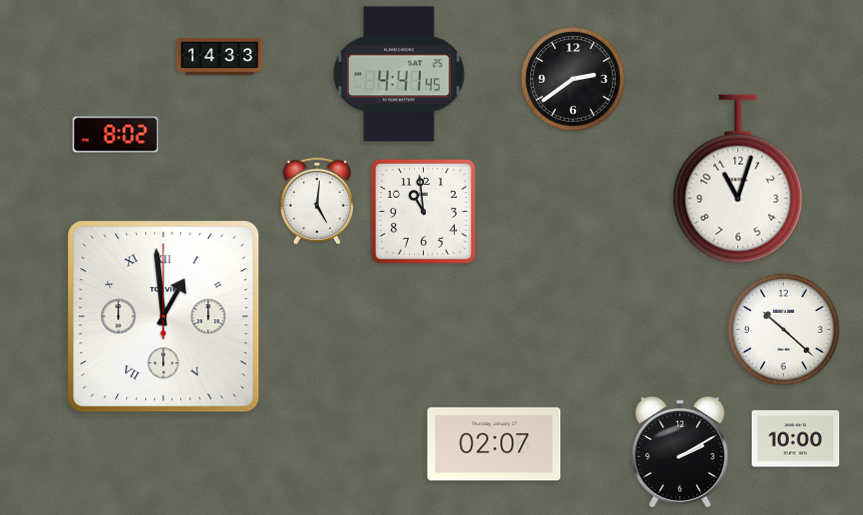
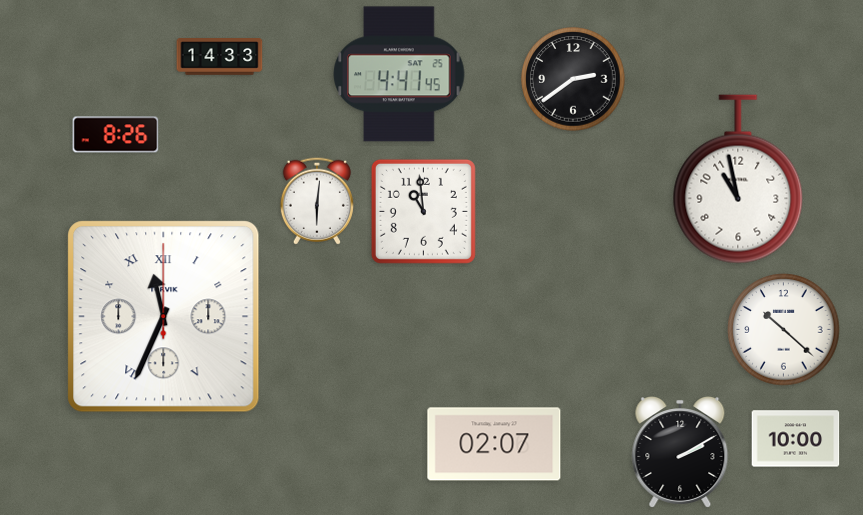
clock at (116, 135): 8:02 -> 8:26
clock at (738, 179): 11:03 -> 10:58
clock at (317, 201): 5:01 -> 6:01
clock at (164, 317): 12:59 -> 11:34
